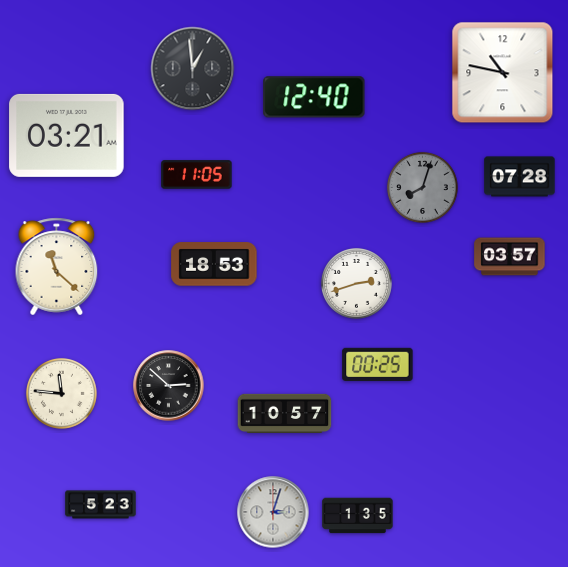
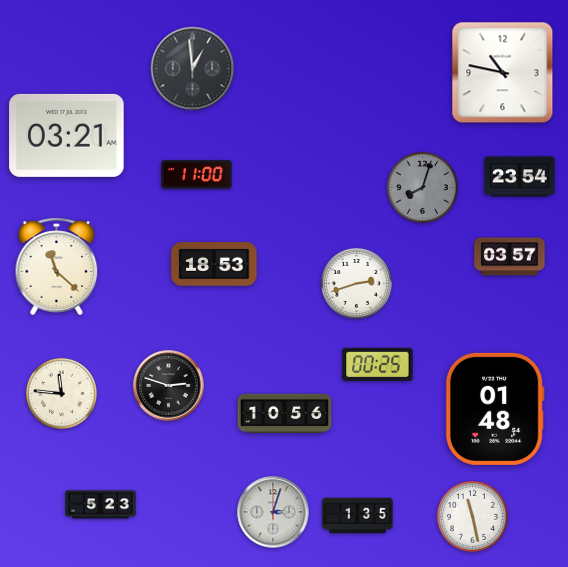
clock at (314, 97): 12:40 -> none
clock at (197, 175): 11:05 -> 11:00
clock at (520, 177): 07:28 -> 23:54
clock at (169, 386): 2:52 -> 2:48
clock at (495, 409): none -> 01:48
clock at (285, 413): 10:57 -> 10:56
clock at (472, 516): none -> 11:28
